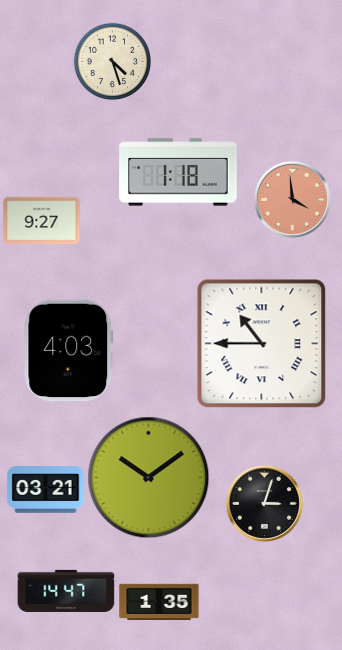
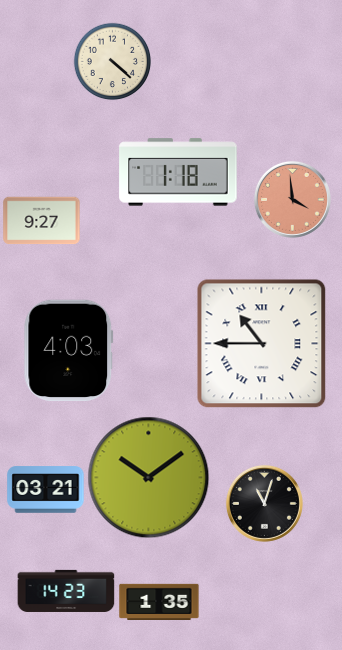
clock at (112, 61): 4:27 -> 4:22
clock at (264, 503): 3:03 -> 11:03
clock at (66, 591): 14:47 -> 14:23
